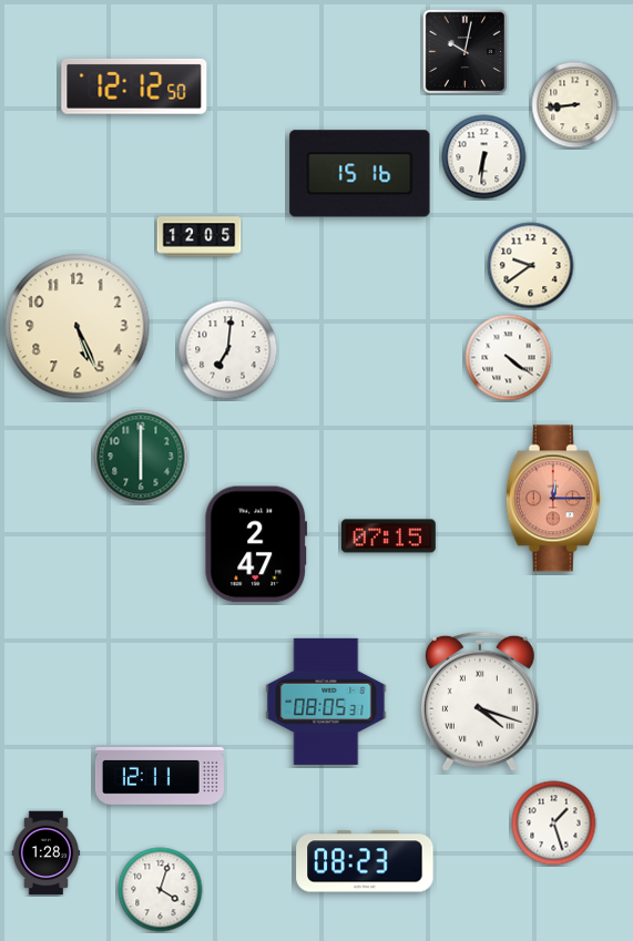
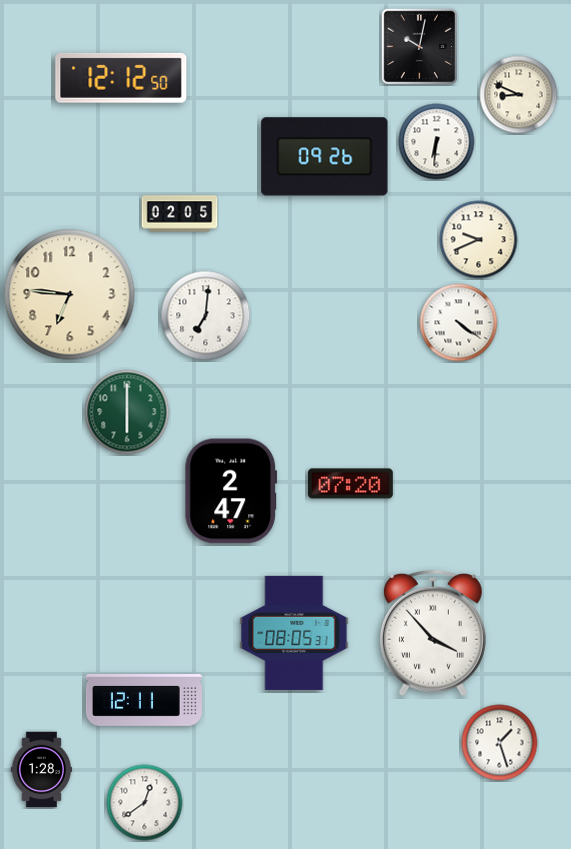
clock at (575, 105): 8:44 -> 8:49
clock at (360, 174): 15:16 -> 09:26
clock at (200, 237): 12:05 -> 02:05
clock at (531, 266): 9:39 -> 9:41
clock at (78, 327): 5:26 -> 6:46
clock at (553, 499): 12:15 -> none
clock at (388, 536): 07:15 -> 07:20
clock at (480, 702): 4:18 -> 3:53
clock at (365, 861): 08:23 -> none
clock at (161, 890): 4:03 -> 12:39
